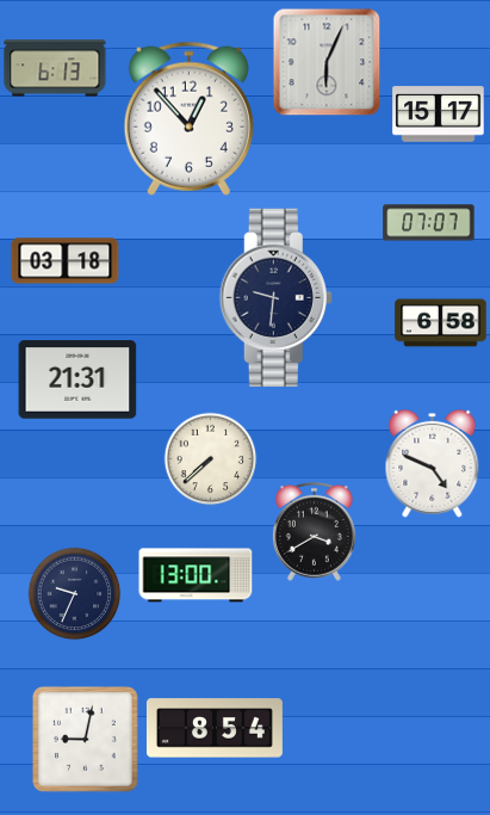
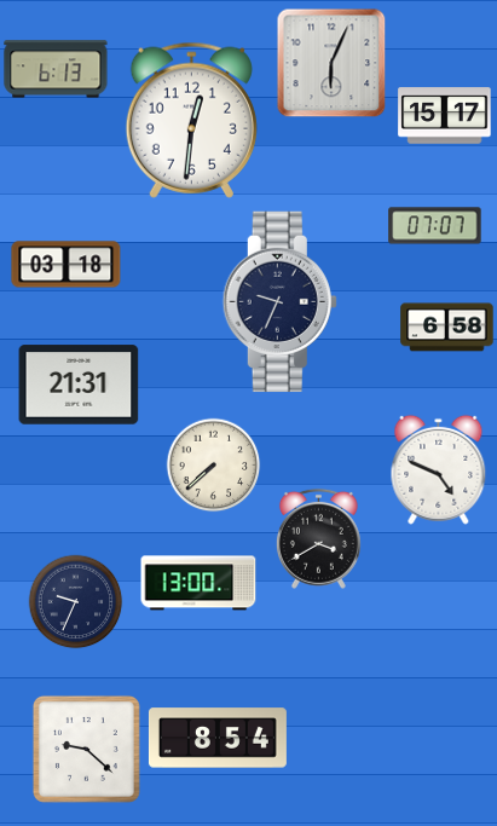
clock at (188, 118): 12:53 -> 12:31
clock at (275, 298): 9:31 -> 9:34
clock at (85, 739): 9:02 -> 9:22
